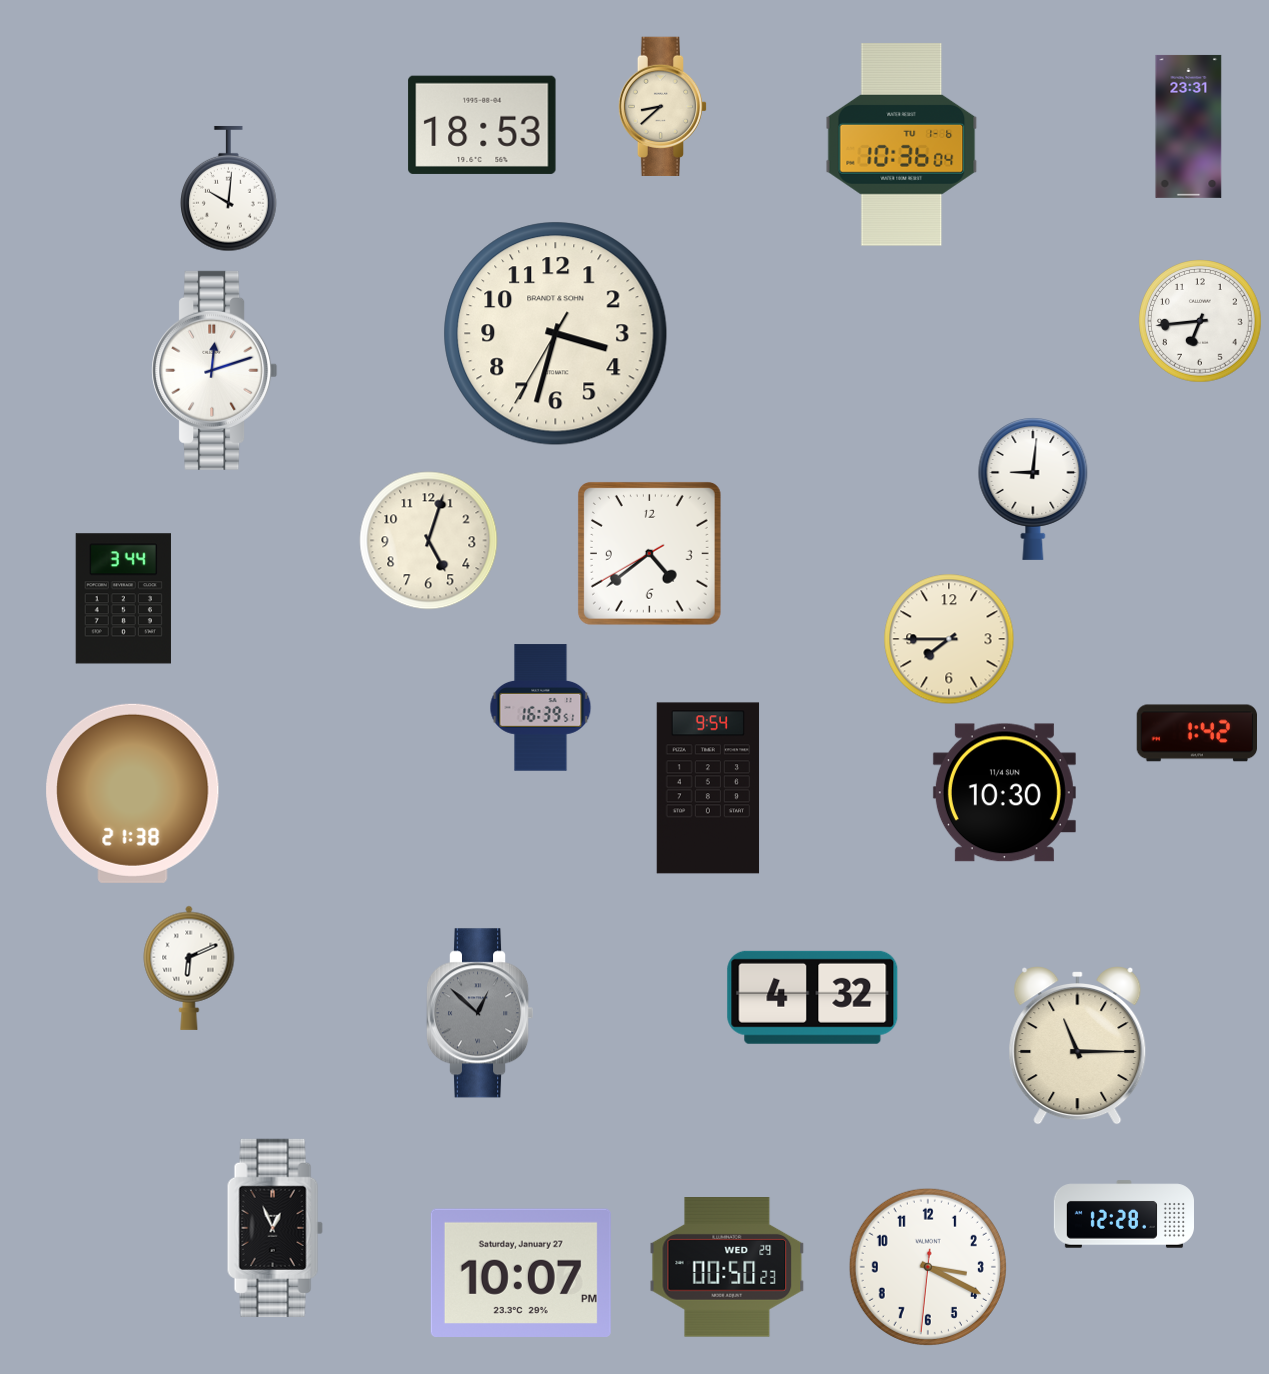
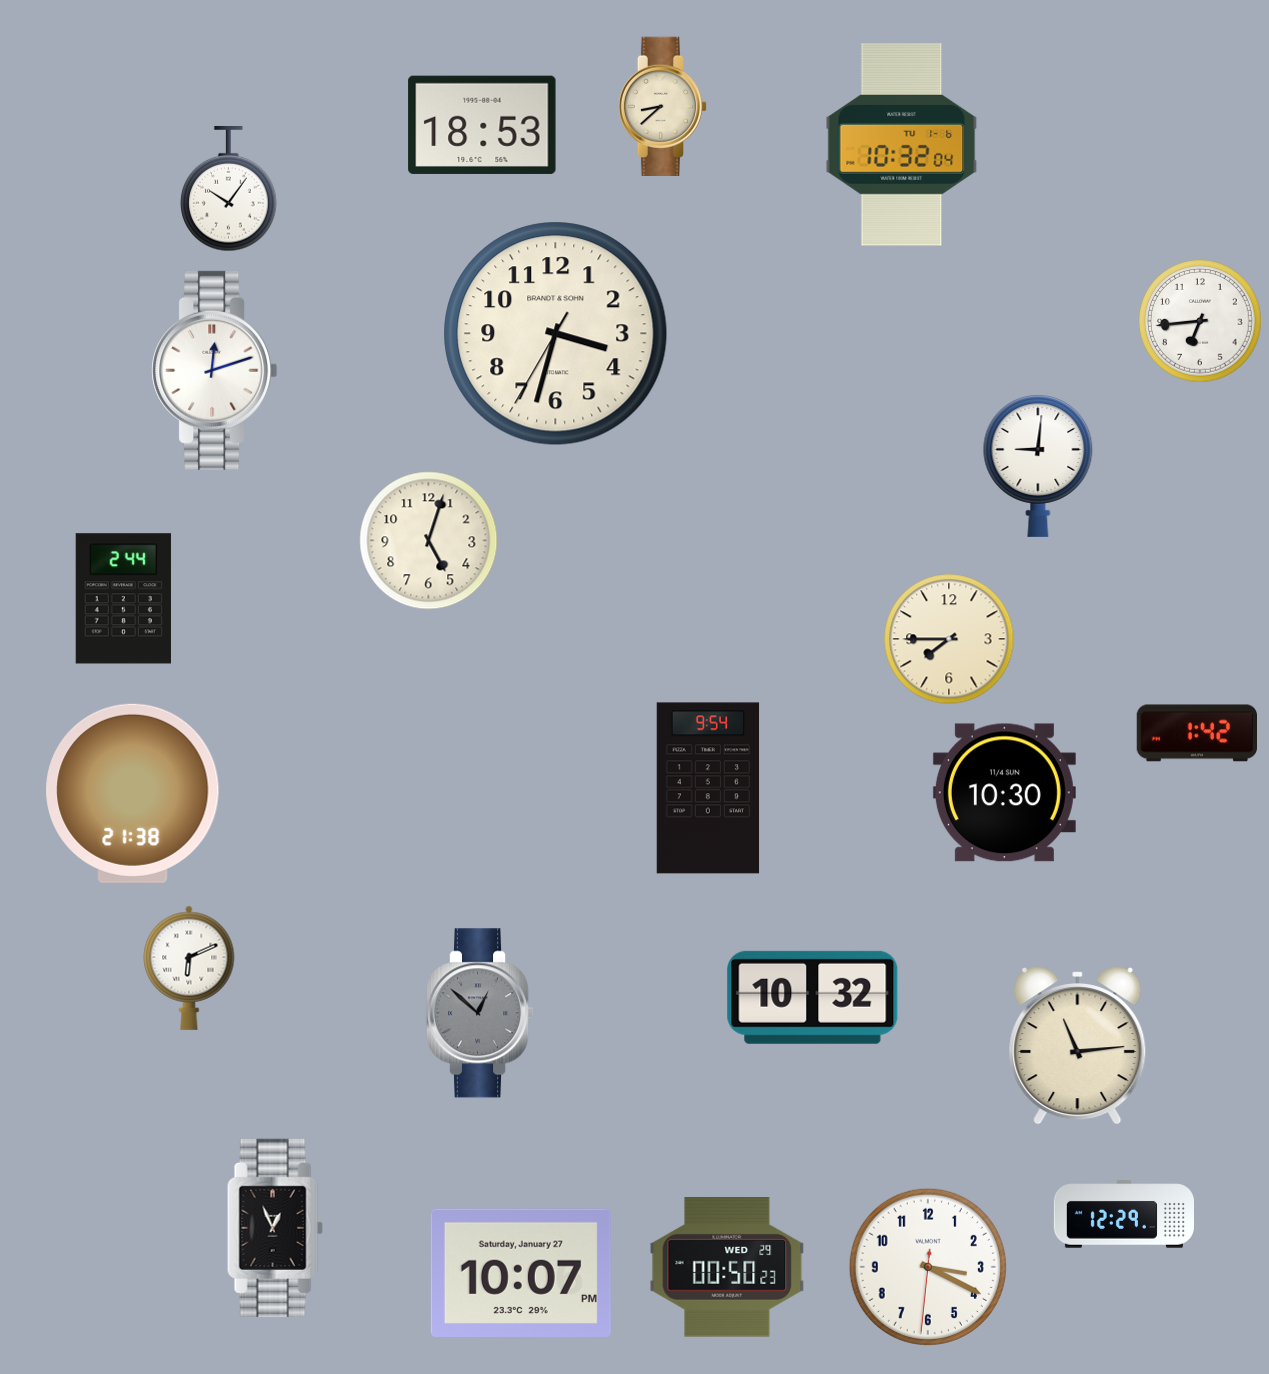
clock at (1189, 126): 23:31 -> none
clock at (902, 145): 10:36 -> 10:32
clock at (229, 189): 10:01 -> 10:06
clock at (1033, 489) position: (1033, 489) -> (1038, 466)
clock at (650, 554): 4:38 -> none
clock at (123, 599): 3:44 -> 2:44
clock at (541, 708): 16:39 -> none
clock at (813, 997): 4:32 -> 10:32
clock at (1078, 1046): 11:15 -> 11:14
clock at (1123, 1214): 12:28 -> 12:29
